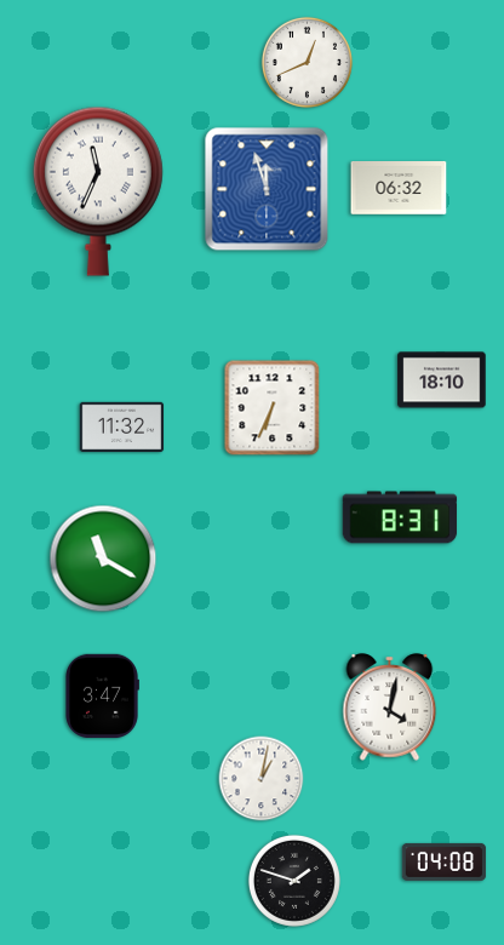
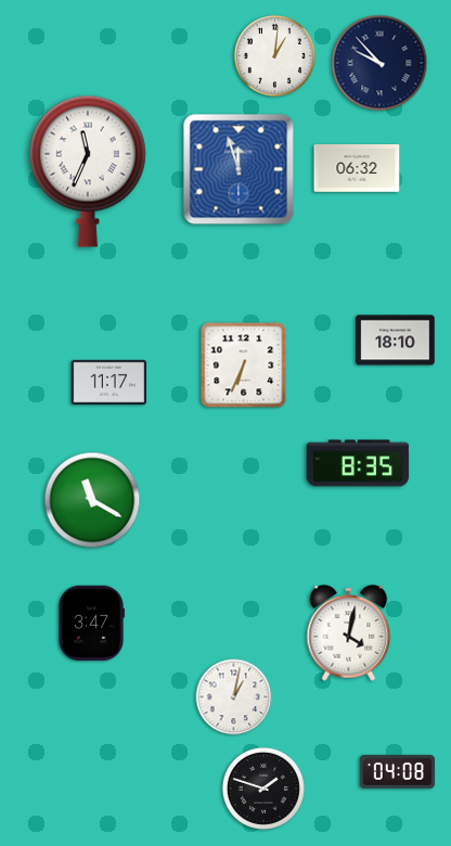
clock at (307, 62): 12:41 -> 1:01
clock at (379, 63): none -> 9:53
clock at (122, 426): 11:32 -> 11:17
clock at (400, 517): 8:31 -> 8:35
